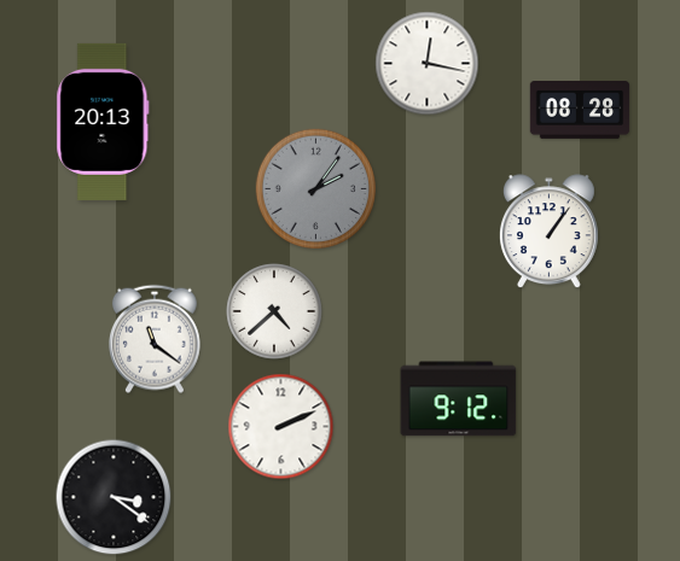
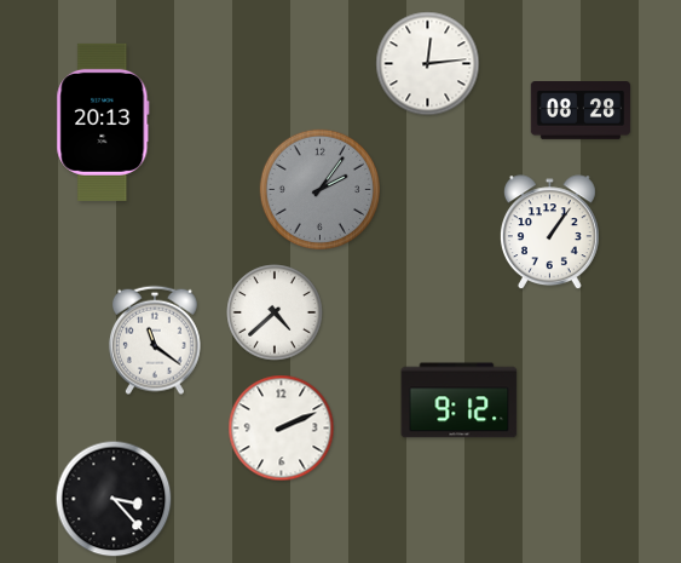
clock at (428, 64): 12:17 -> 12:14
clock at (315, 188) position: (315, 188) -> (319, 189)
clock at (114, 497): 3:21 -> 3:23
